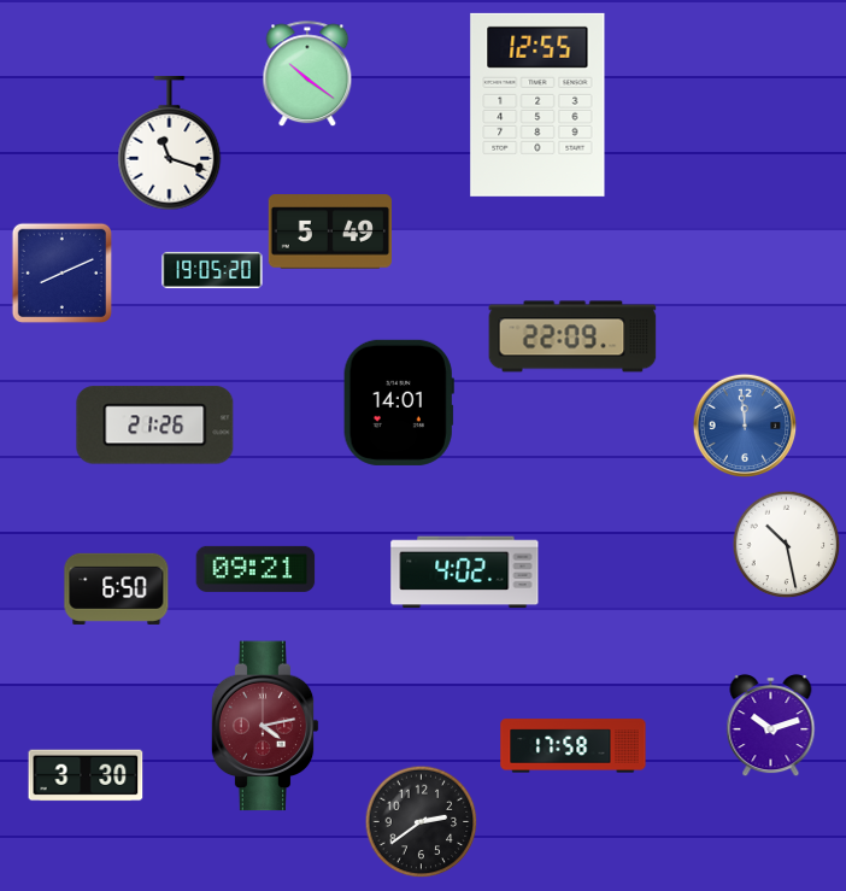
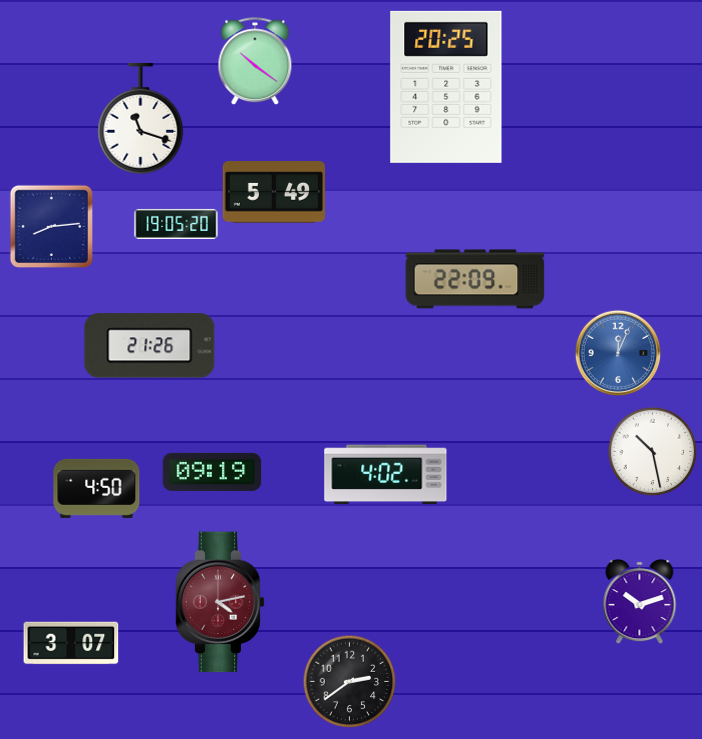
clock at (537, 105): 12:55 -> 20:25
clock at (61, 272): 8:11 -> 8:14
clock at (399, 403): 14:01 -> none
clock at (155, 426) position: (155, 426) -> (150, 346)
clock at (745, 426): 11:59 -> 12:04
clock at (255, 569): 09:21 -> 09:19
clock at (117, 588): 6:50 -> 4:50
clock at (574, 746): 17:58 -> none
clock at (86, 775): 3:30 -> 3:07
